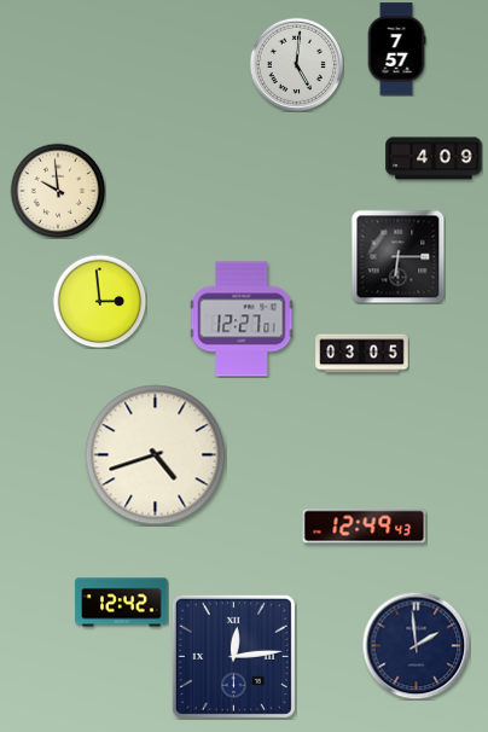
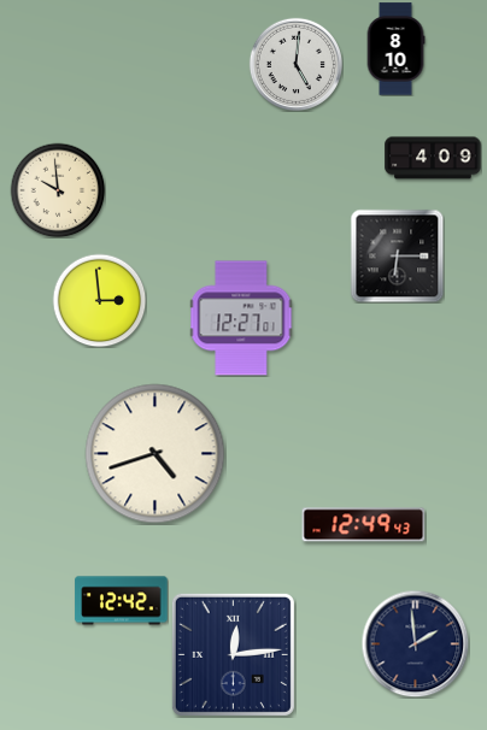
clock at (396, 50): 7:57 -> 8:10
clock at (362, 354): 03:05 -> none
